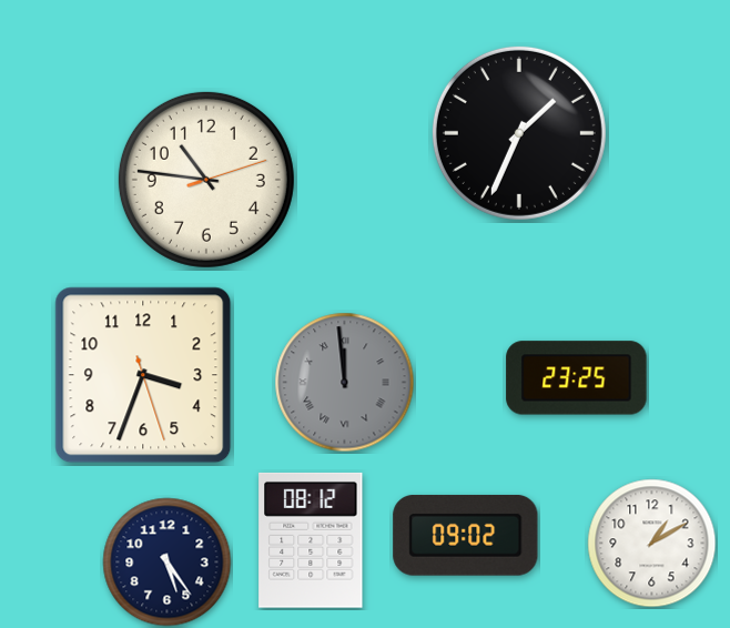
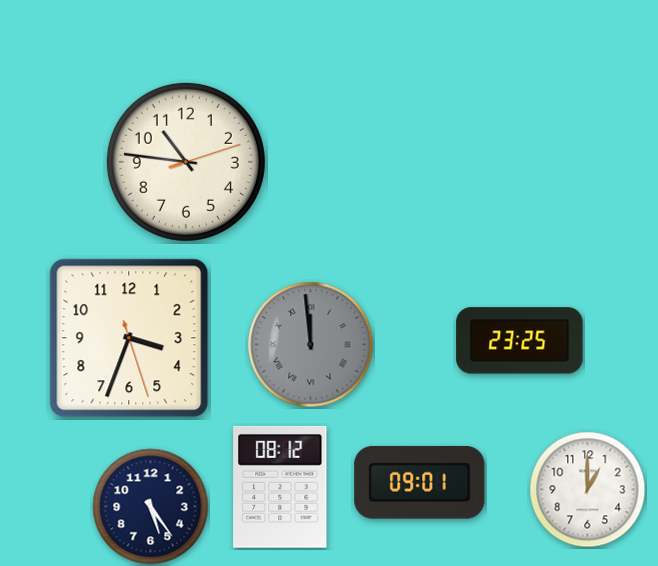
clock at (519, 133): 1:34 -> none
clock at (466, 536): 09:02 -> 09:01
clock at (652, 544): 1:10 -> 1:00
